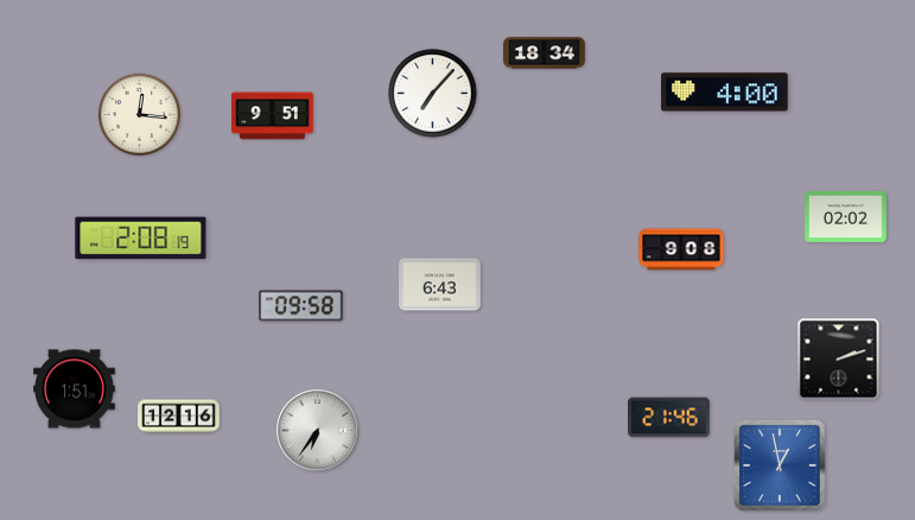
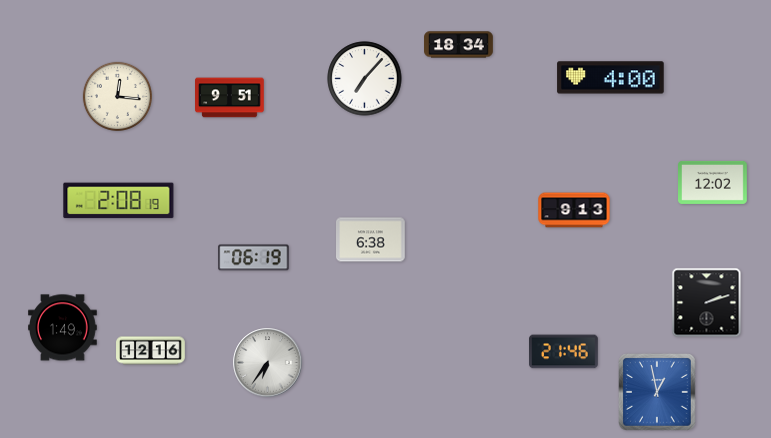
clock at (846, 216): 02:02 -> 12:02
clock at (681, 249): 9:08 -> 9:13
clock at (440, 285): 6:43 -> 6:38
clock at (301, 306): 09:58 -> 06:19
clock at (75, 389): 1:51 -> 1:49
